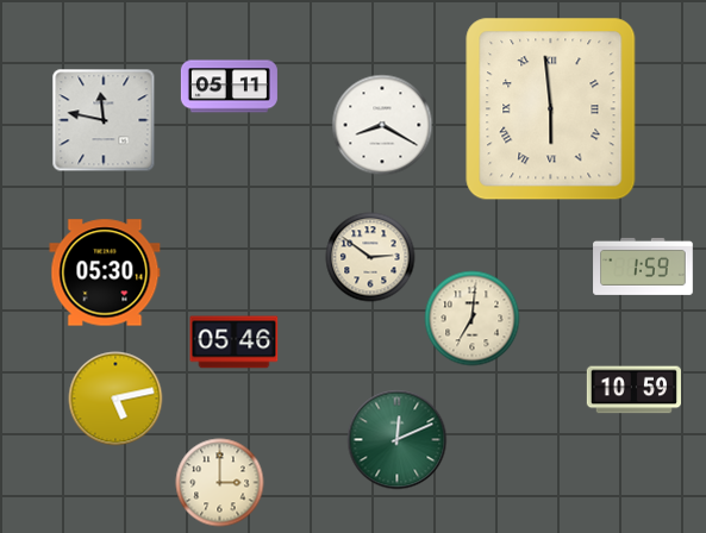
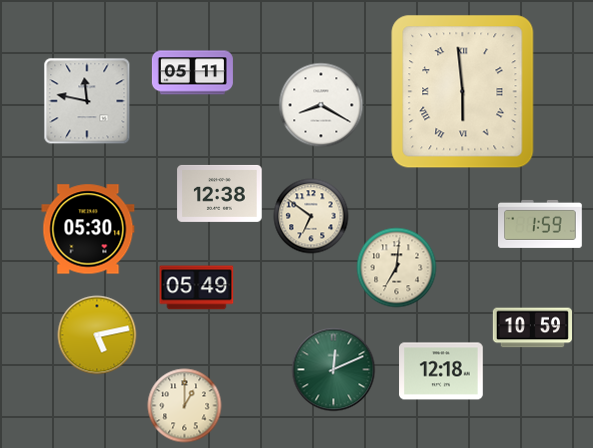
clock at (220, 193): none -> 12:38
clock at (370, 257): 2:51 -> 6:51
clock at (235, 343): 05:46 -> 05:49
clock at (441, 371): none -> 12:18
clock at (220, 483): 3:00 -> 1:00
